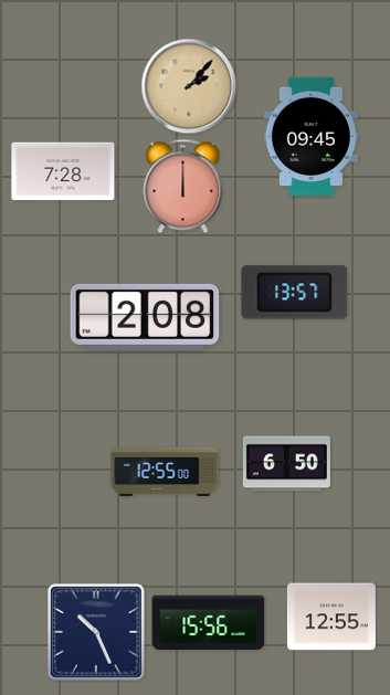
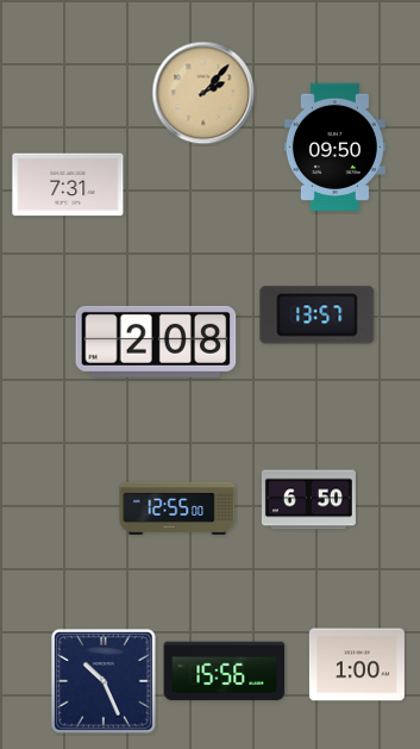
clock at (310, 136): 09:45 -> 09:50
clock at (63, 171): 7:28 -> 7:31
clock at (183, 187): 12:00 -> none
clock at (331, 617): 12:55 -> 1:00
